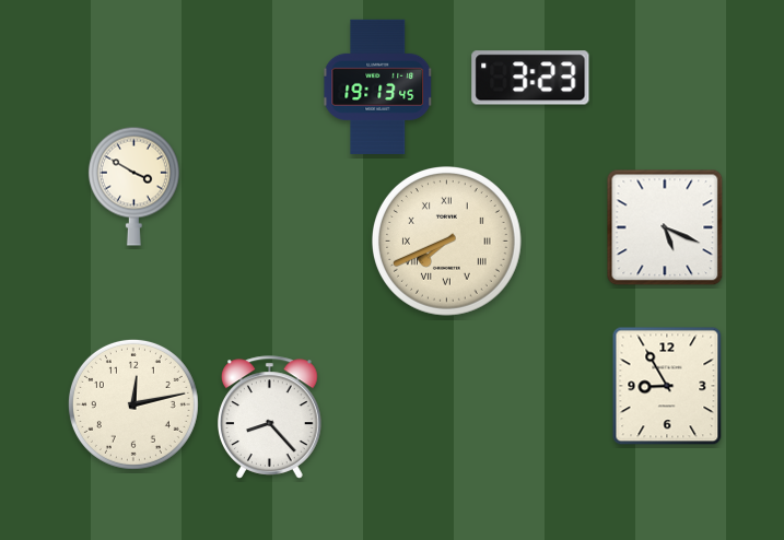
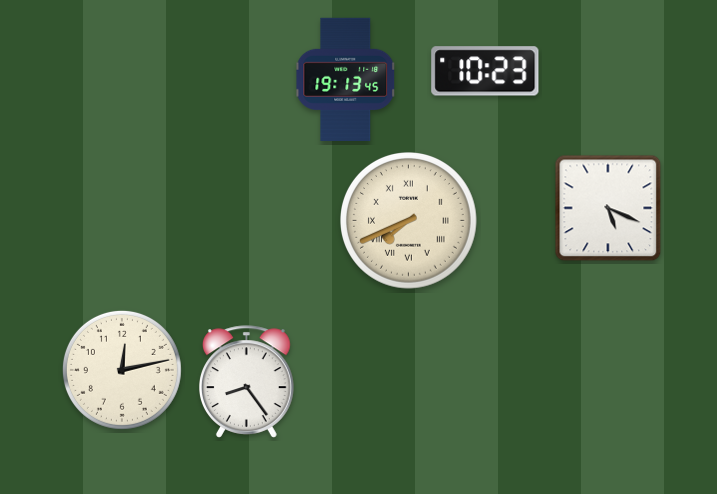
clock at (530, 78): 3:23 -> 10:23
clock at (133, 186): 3:50 -> none
clock at (667, 386): 8:55 -> none
clock at (270, 418): 8:23 -> 8:24
